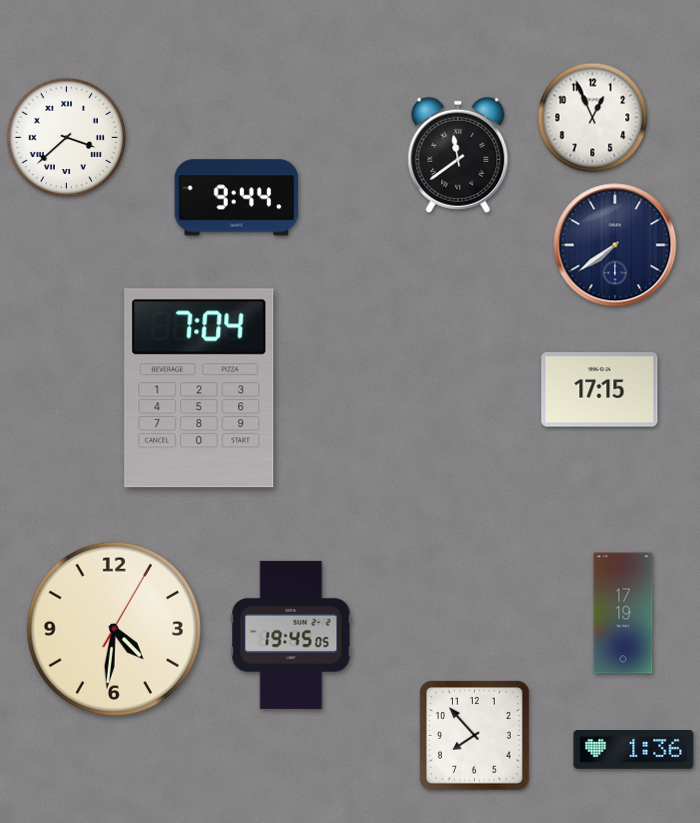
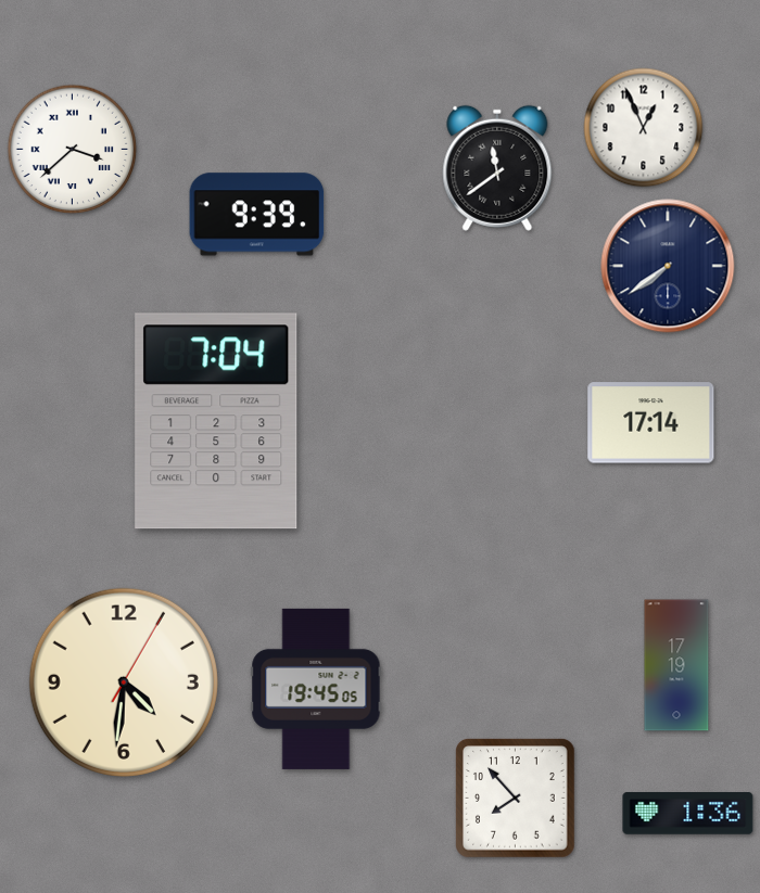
clock at (237, 198): 9:44 -> 9:39
clock at (600, 390): 17:15 -> 17:14
